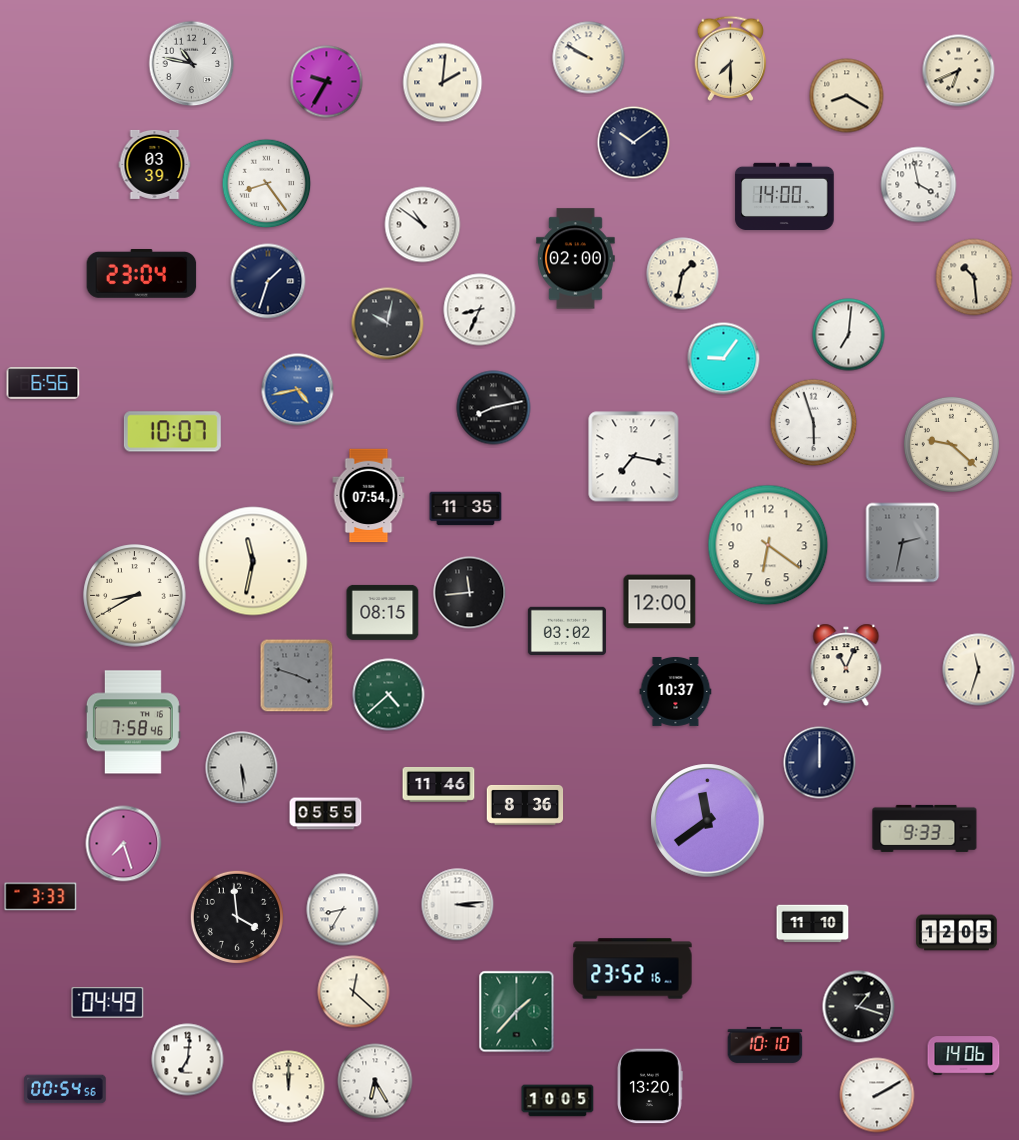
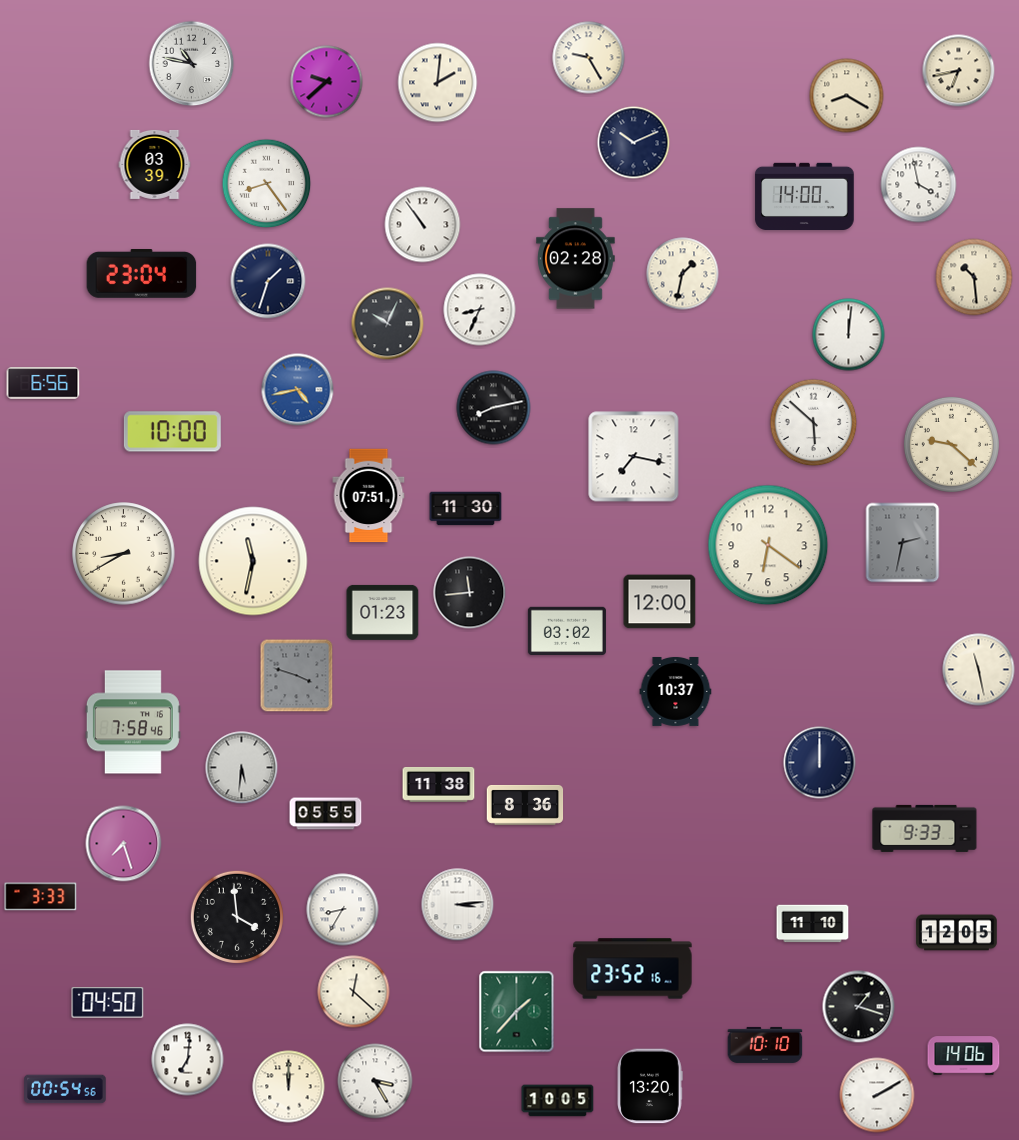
clock at (589, 58): 9:50 -> 9:25
clock at (731, 58): 7:30 -> none
clock at (959, 71): 6:41 -> 6:43
clock at (327, 82): 9:35 -> 9:38
clock at (443, 83) position: (443, 83) -> (438, 83)
clock at (634, 143): 10:09 -> 10:11
clock at (785, 196) position: (785, 196) -> (805, 196)
clock at (423, 225): 10:51 -> 10:54
clock at (576, 259): 02:00 -> 02:28
clock at (388, 324): 10:02 -> 10:04
clock at (849, 335): 7:01 -> 12:01
clock at (724, 359): 9:06 -> none
clock at (814, 423): 5:57 -> 5:52
clock at (172, 432): 10:07 -> 10:00
clock at (369, 496): 07:54 -> 07:51
clock at (466, 509): 11:35 -> 11:30
clock at (135, 596) position: (135, 596) -> (124, 554)
clock at (383, 612): 08:15 -> 01:23
clock at (846, 665): 11:04 -> none
clock at (979, 670): 11:33 -> 11:28
clock at (389, 695): 4:38 -> none
clock at (242, 768): 5:29 -> 5:31
clock at (439, 785): 11:46 -> 11:38
clock at (708, 821): 11:39 -> none
clock at (108, 1003): 04:49 -> 04:50
clock at (375, 1081): 6:25 -> 3:25
